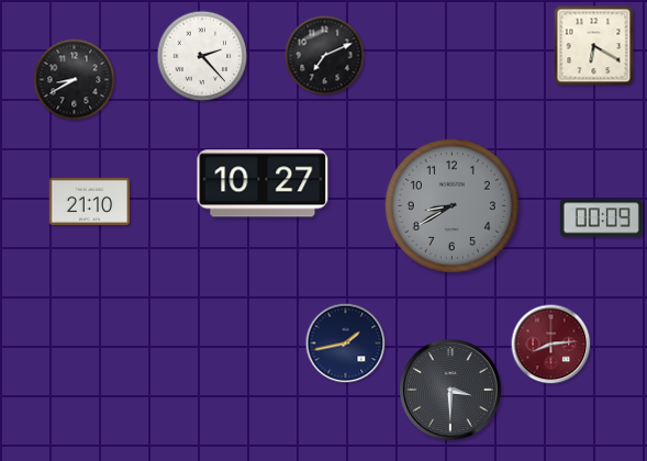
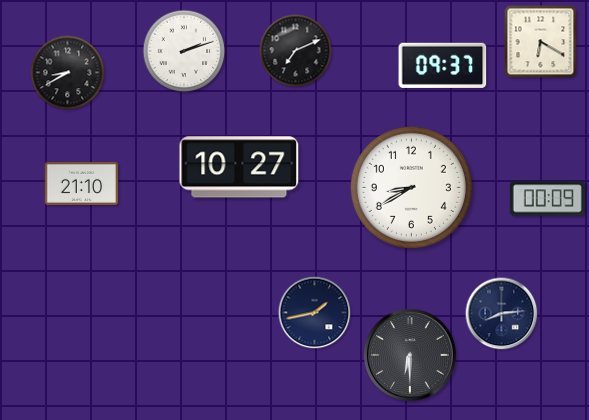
clock at (202, 56): 2:23 -> 2:12
clock at (443, 65): none -> 09:37
clock at (451, 205) dial: grey -> white
clock at (551, 345) dial: burgundy -> navy
clock at (451, 391): 3:30 -> 6:30
